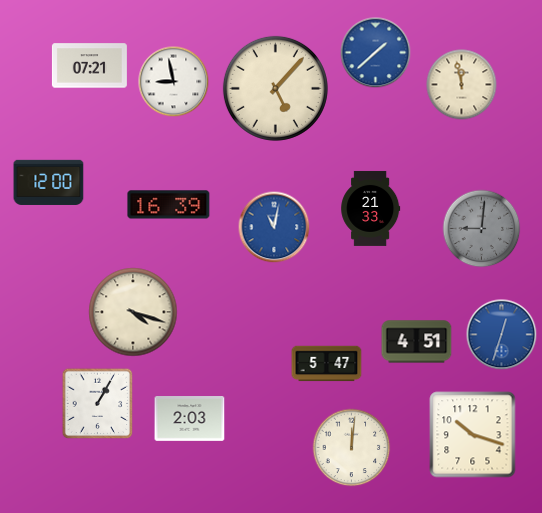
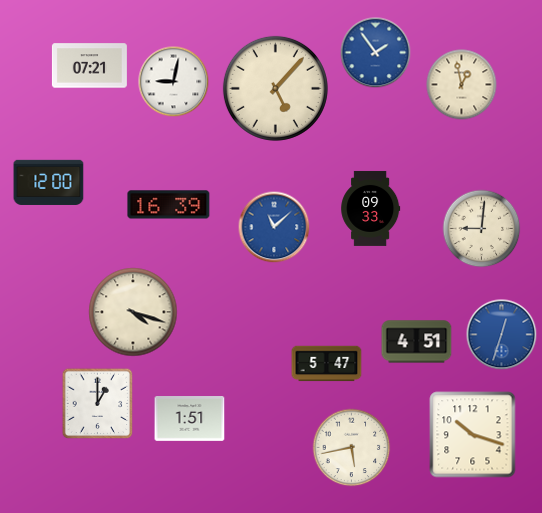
clock at (376, 53): 1:38 -> 1:54
clock at (174, 82): 8:58 -> 9:02
clock at (462, 85): 11:58 -> 12:58
clock at (371, 208): 21:33 -> 09:33
clock at (274, 227): 11:02 -> 11:08
clock at (482, 229) dial: grey -> cream
clock at (98, 404): 1:05 -> 1:00
clock at (190, 419): 2:03 -> 1:51
clock at (352, 448): 12:01 -> 5:43
